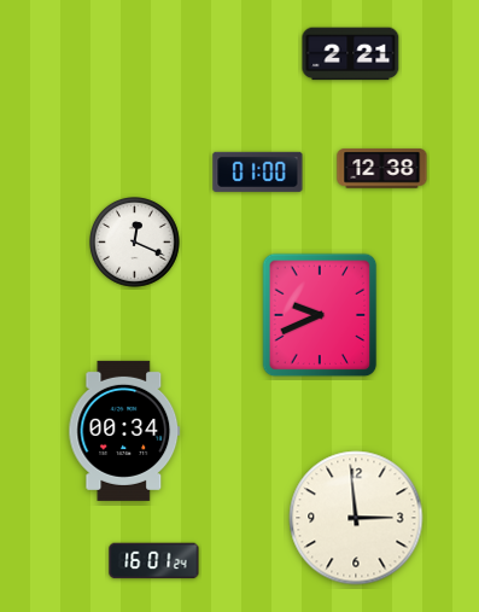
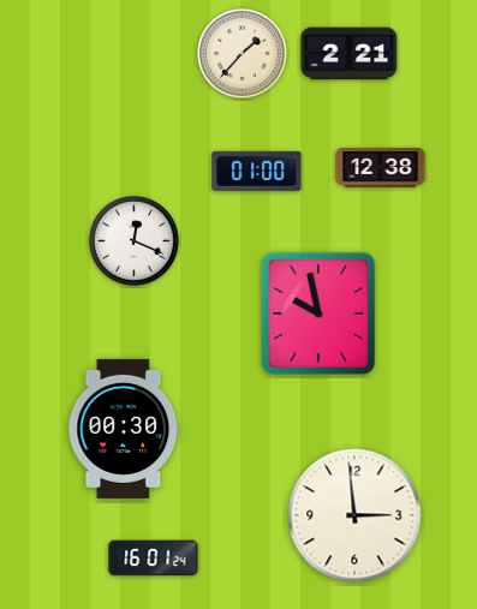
clock at (243, 54): none -> 1:37
clock at (320, 315): 9:41 -> 9:58
clock at (124, 431): 00:34 -> 00:30
